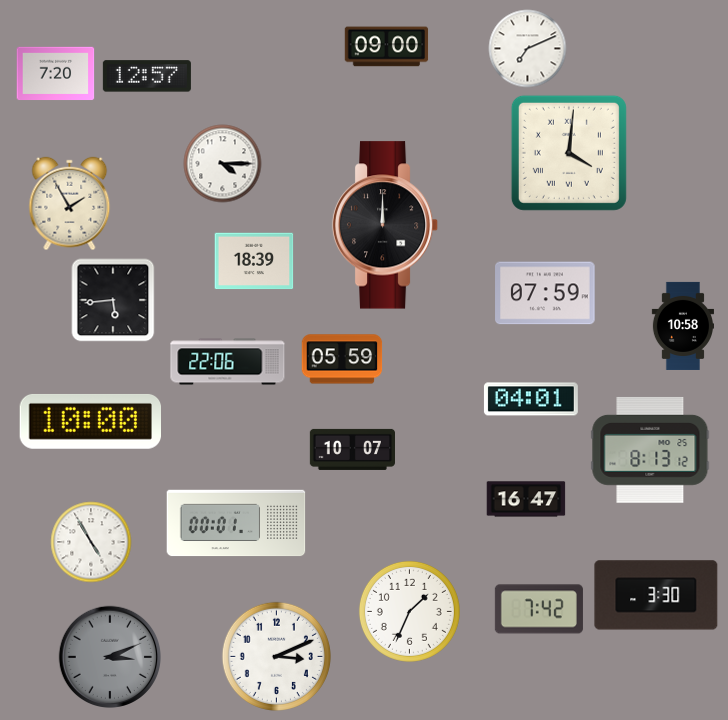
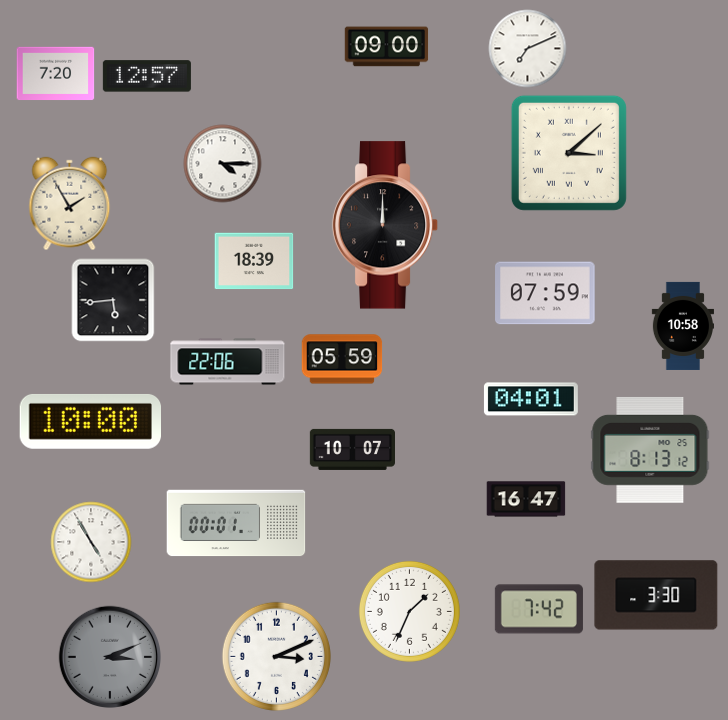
clock at (569, 153): 4:01 -> 3:08
